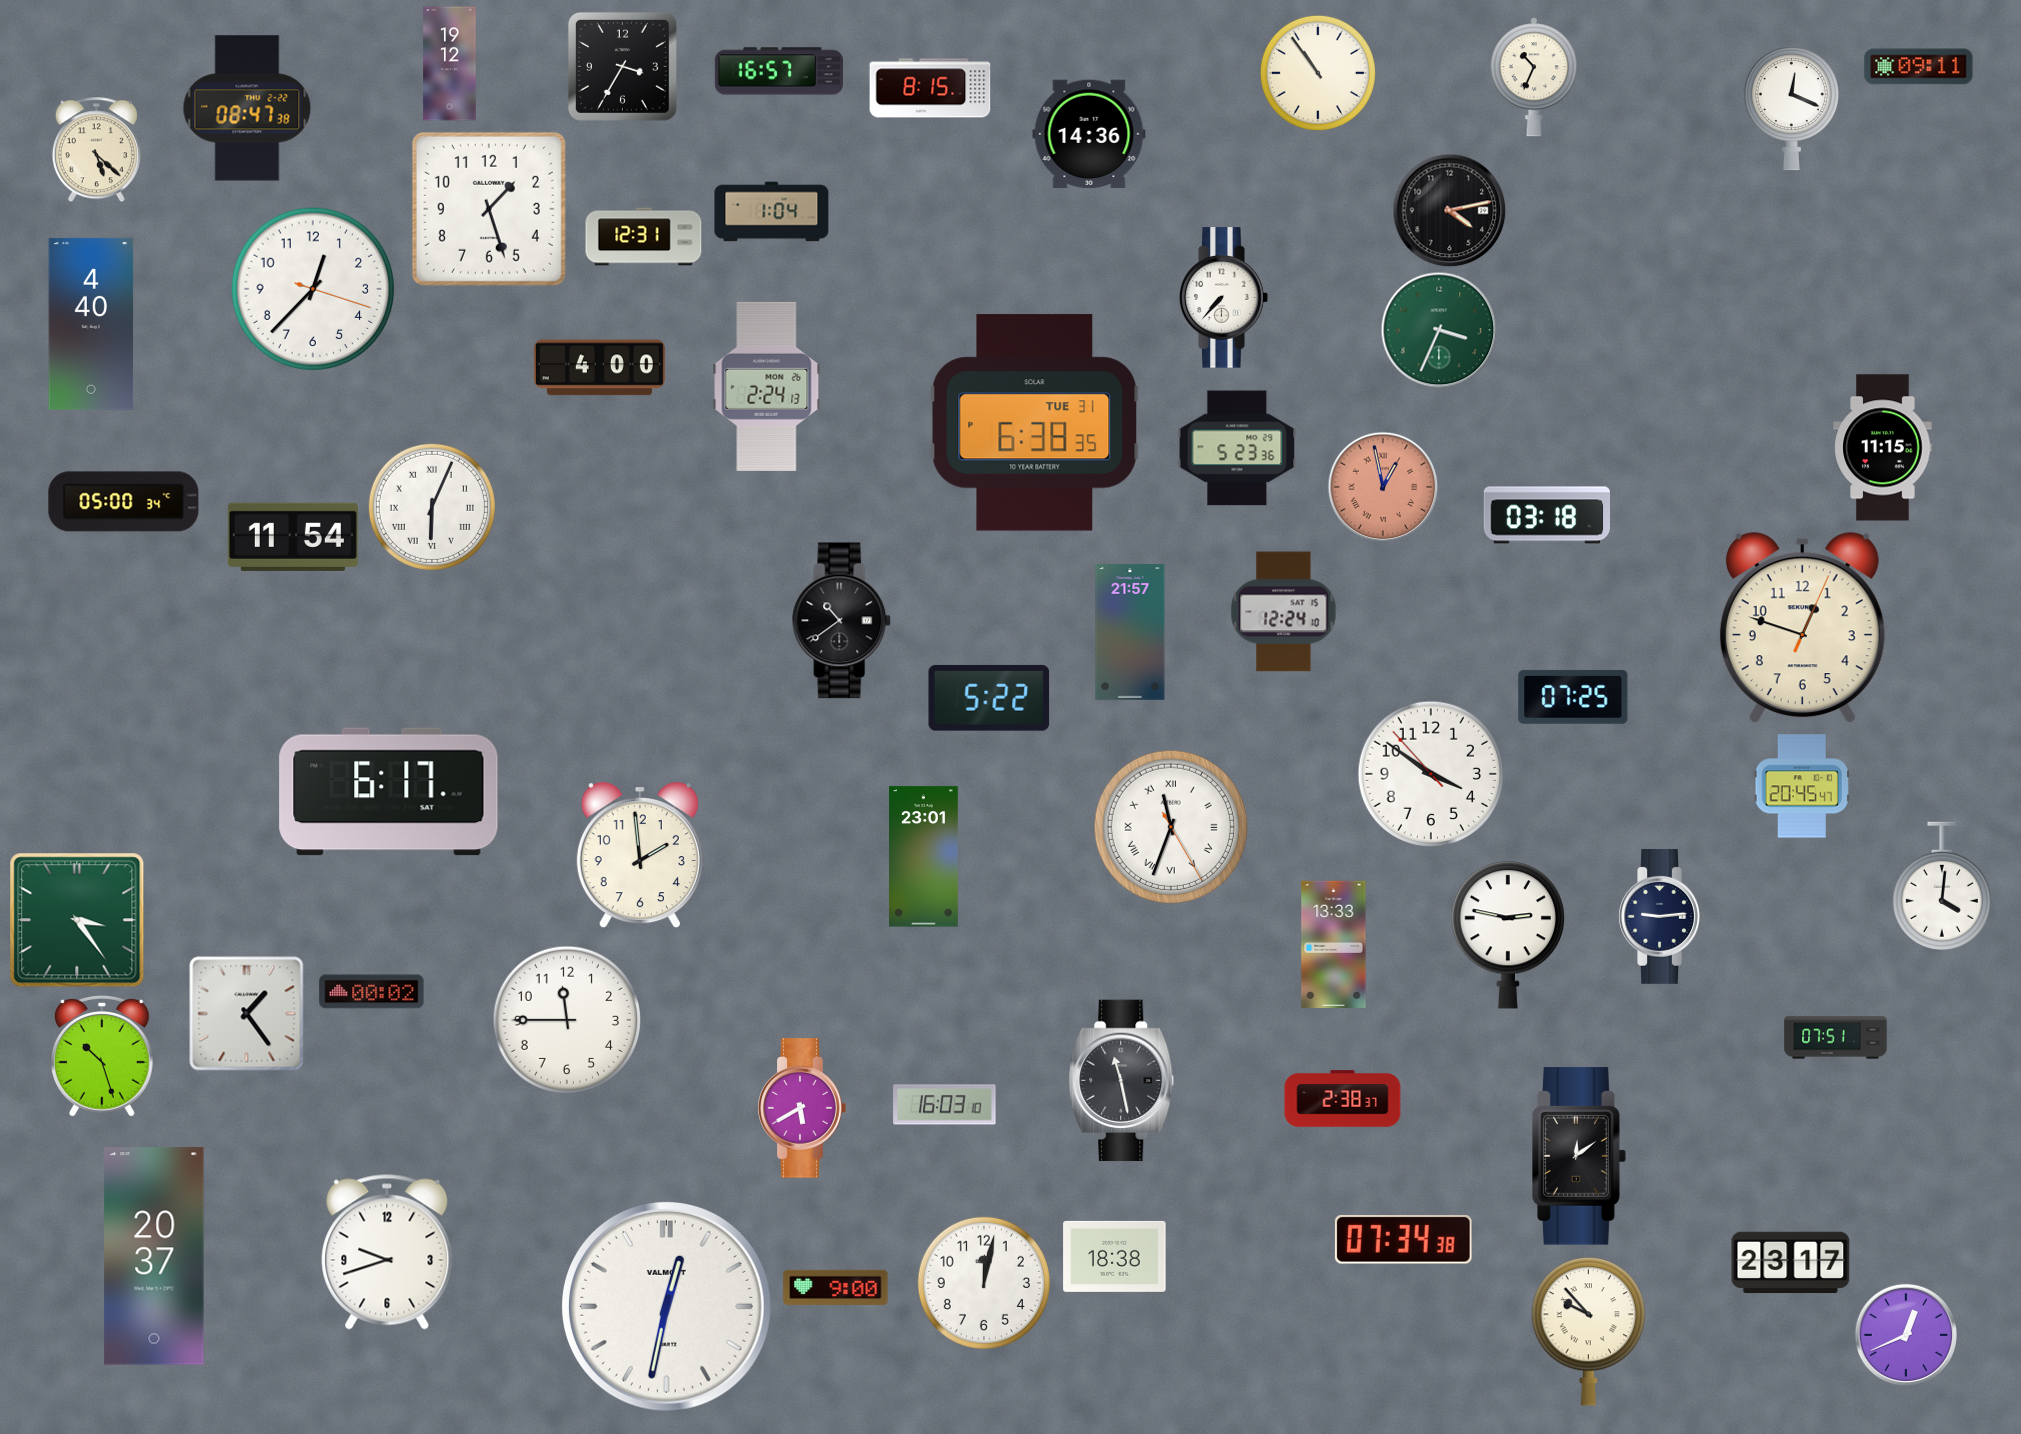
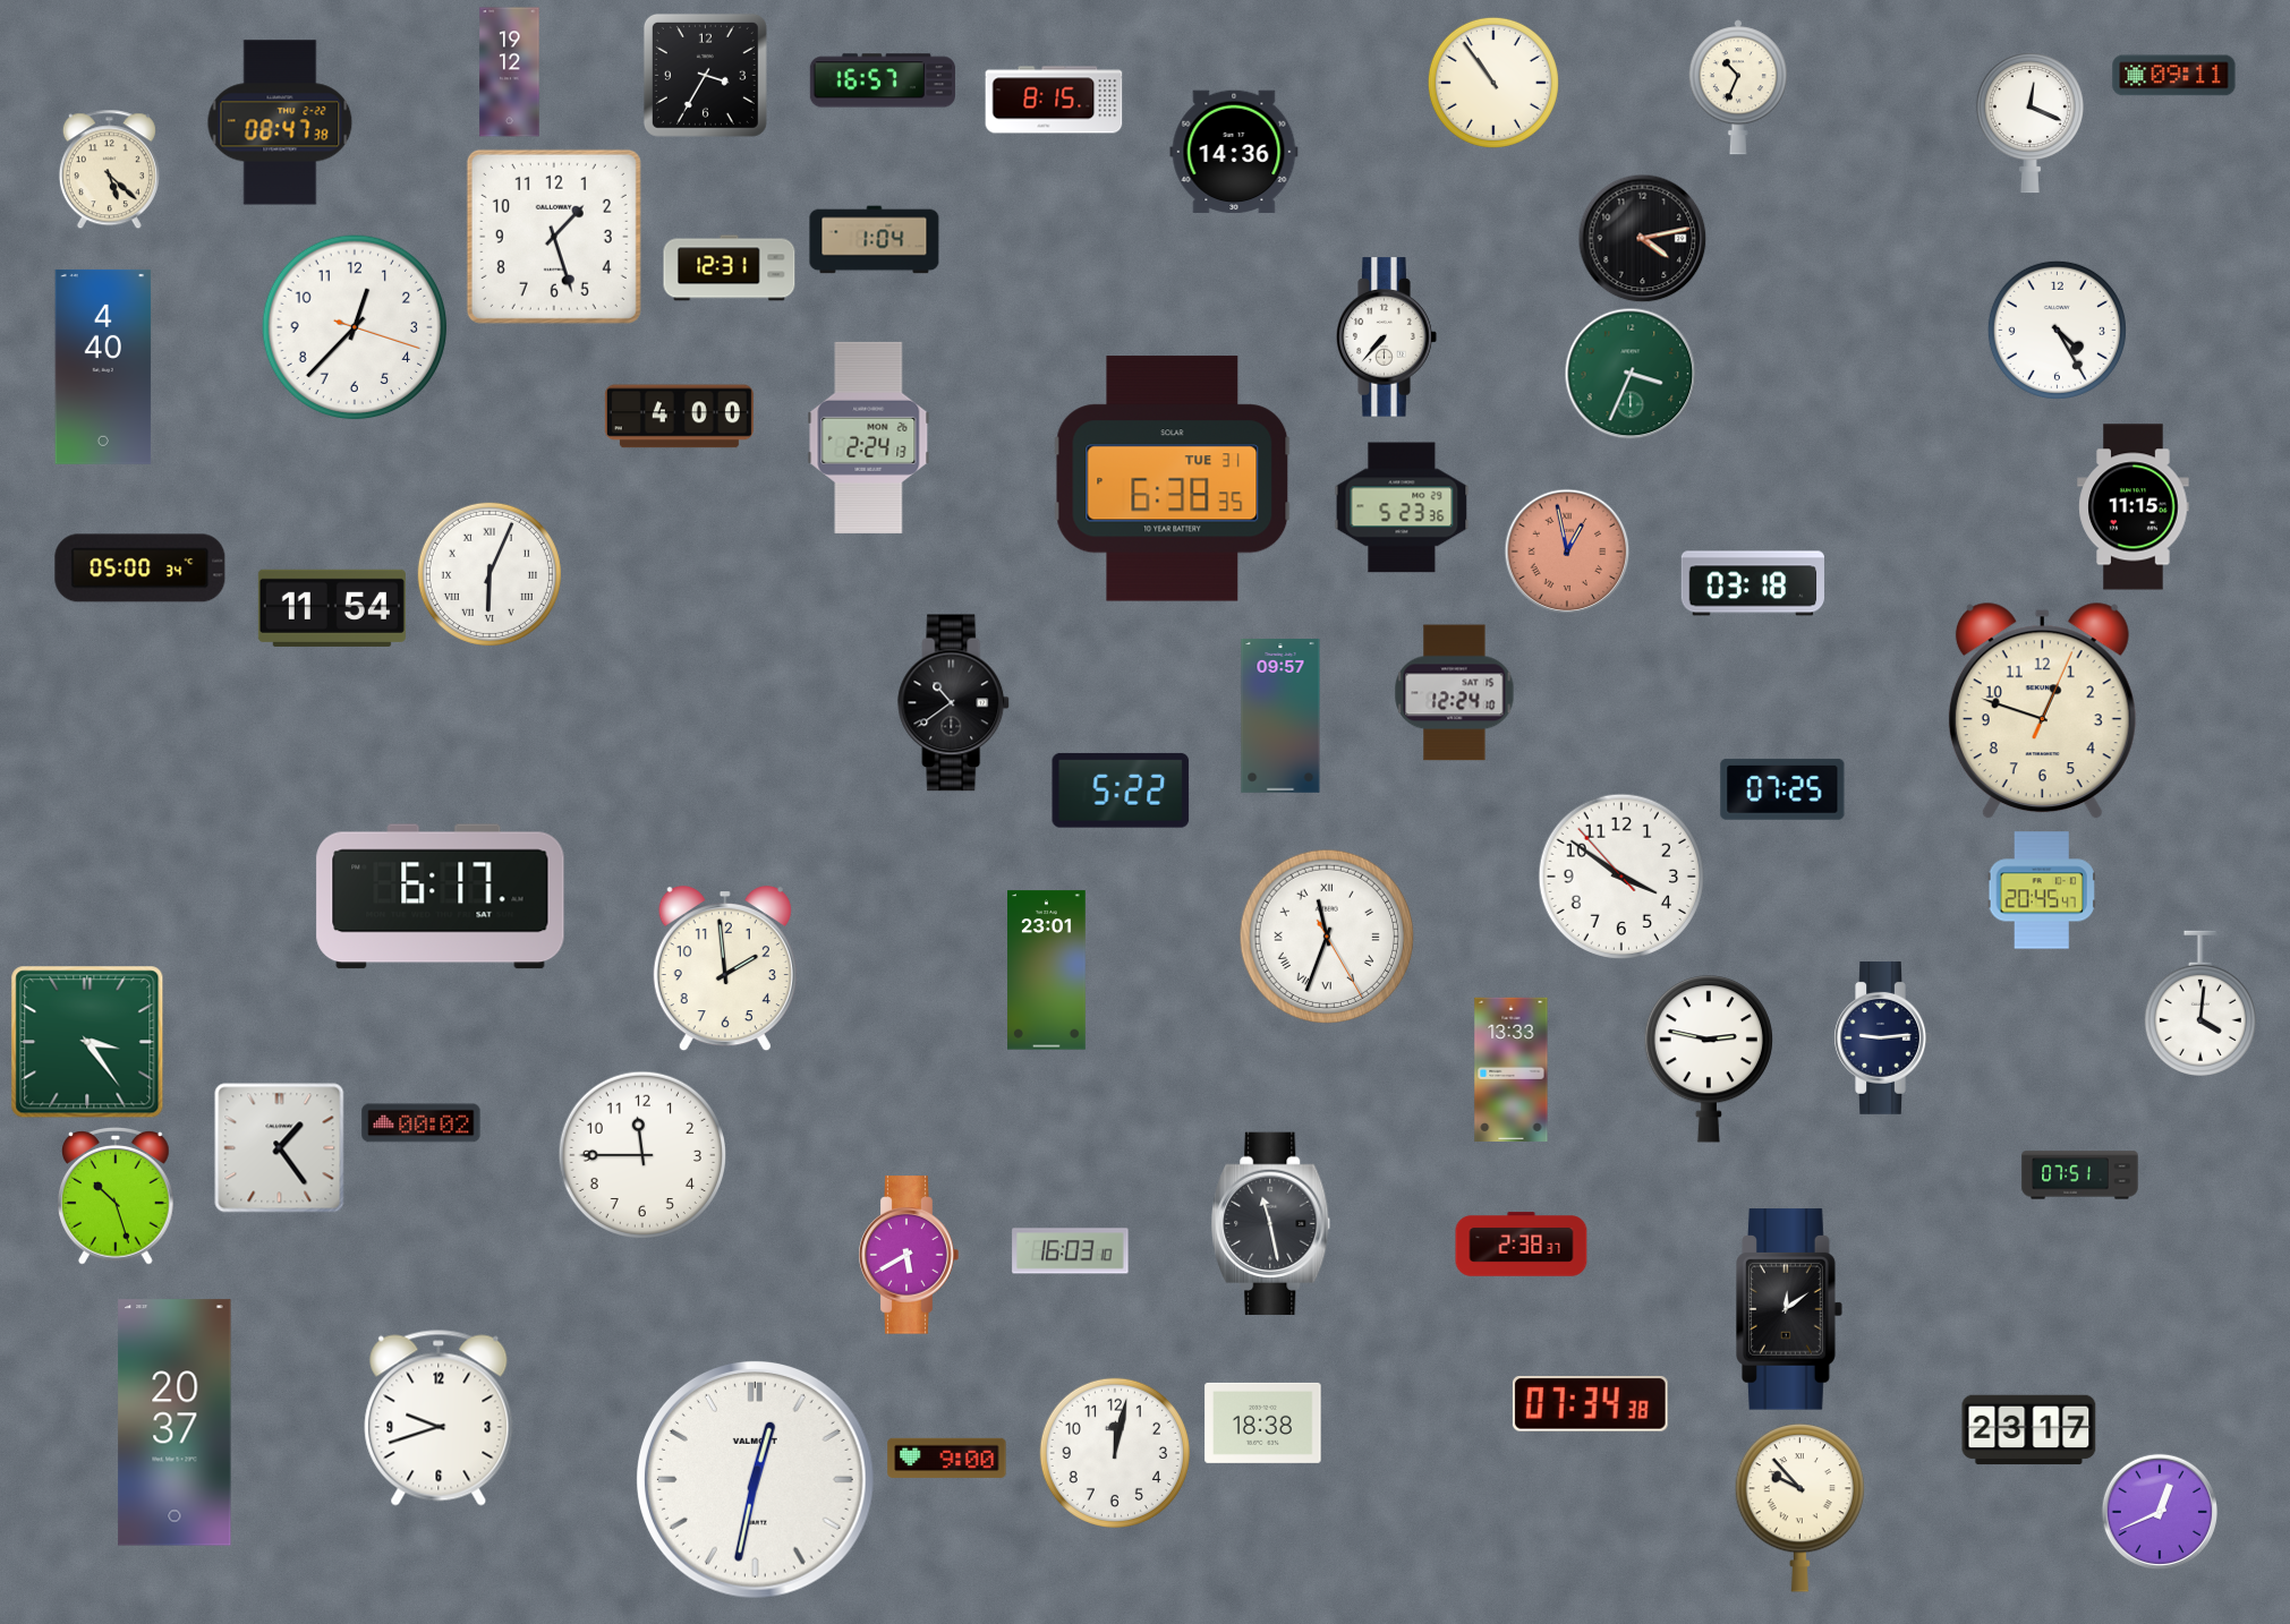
clock at (2057, 330): none -> 4:25
clock at (1130, 633): 21:57 -> 09:57
